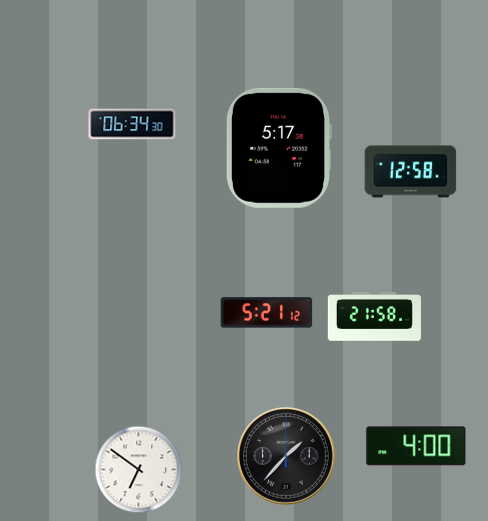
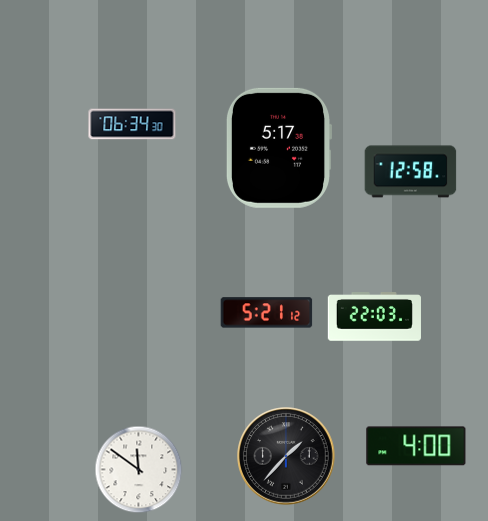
clock at (374, 317): 21:58 -> 22:03
clock at (139, 470): 6:51 -> 11:51
